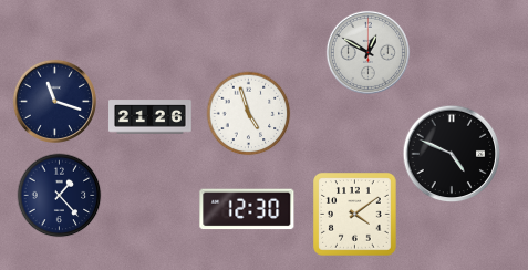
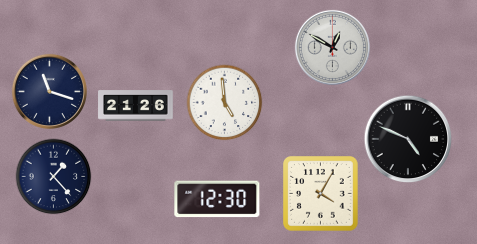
clock at (249, 114): 4:57 -> 4:59
clock at (247, 209) position: (247, 209) -> (217, 199)
clock at (355, 215): 4:09 -> 4:05
